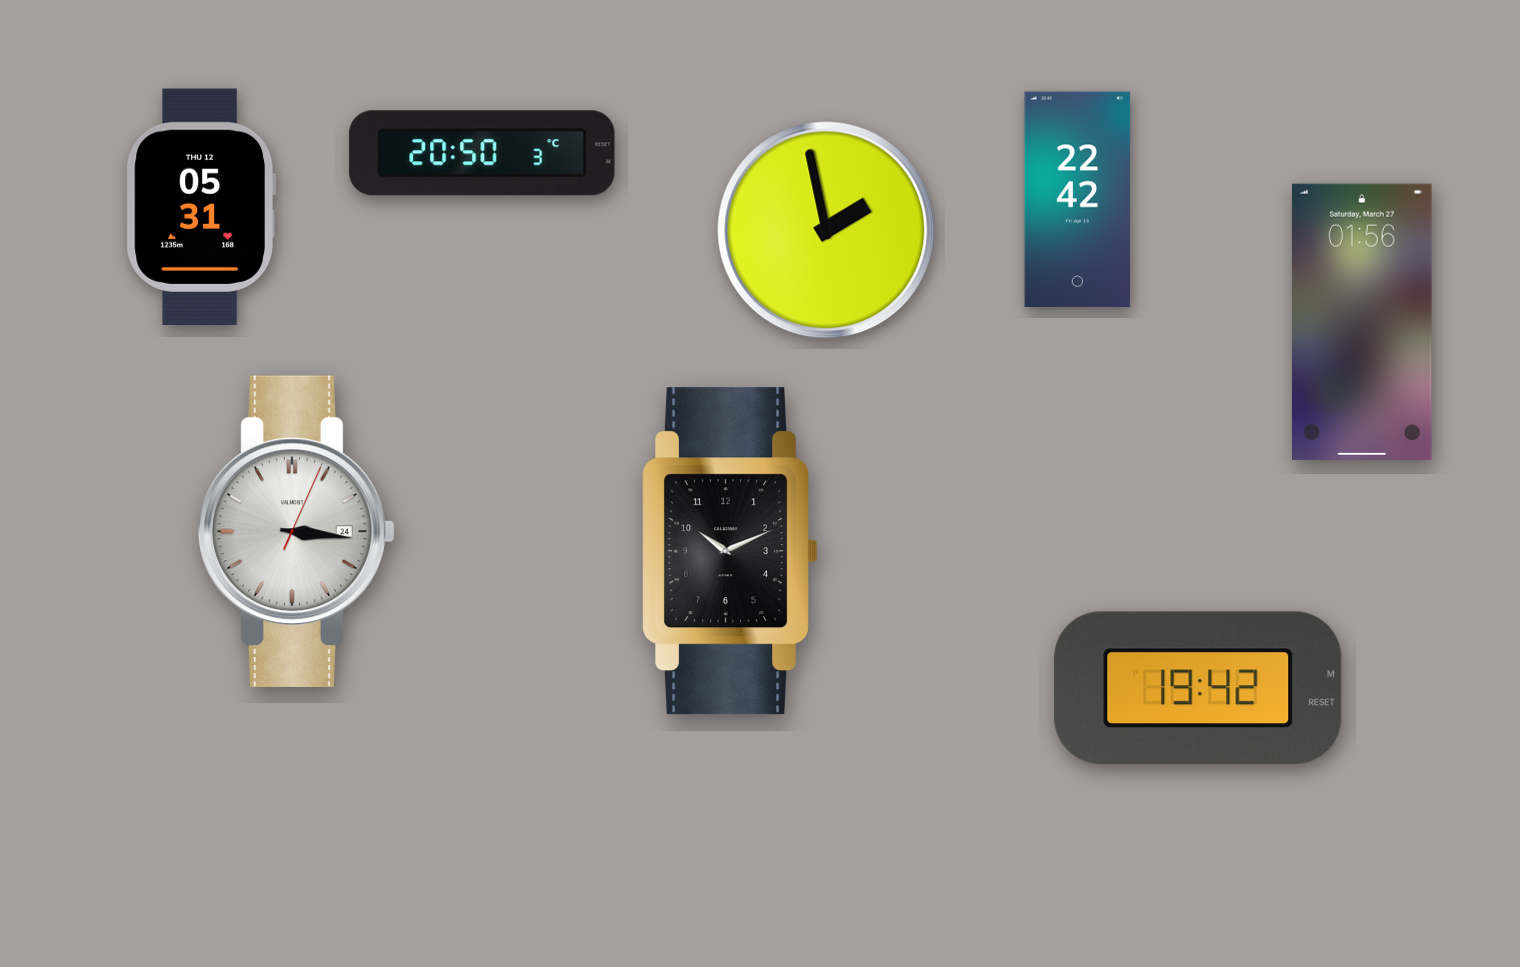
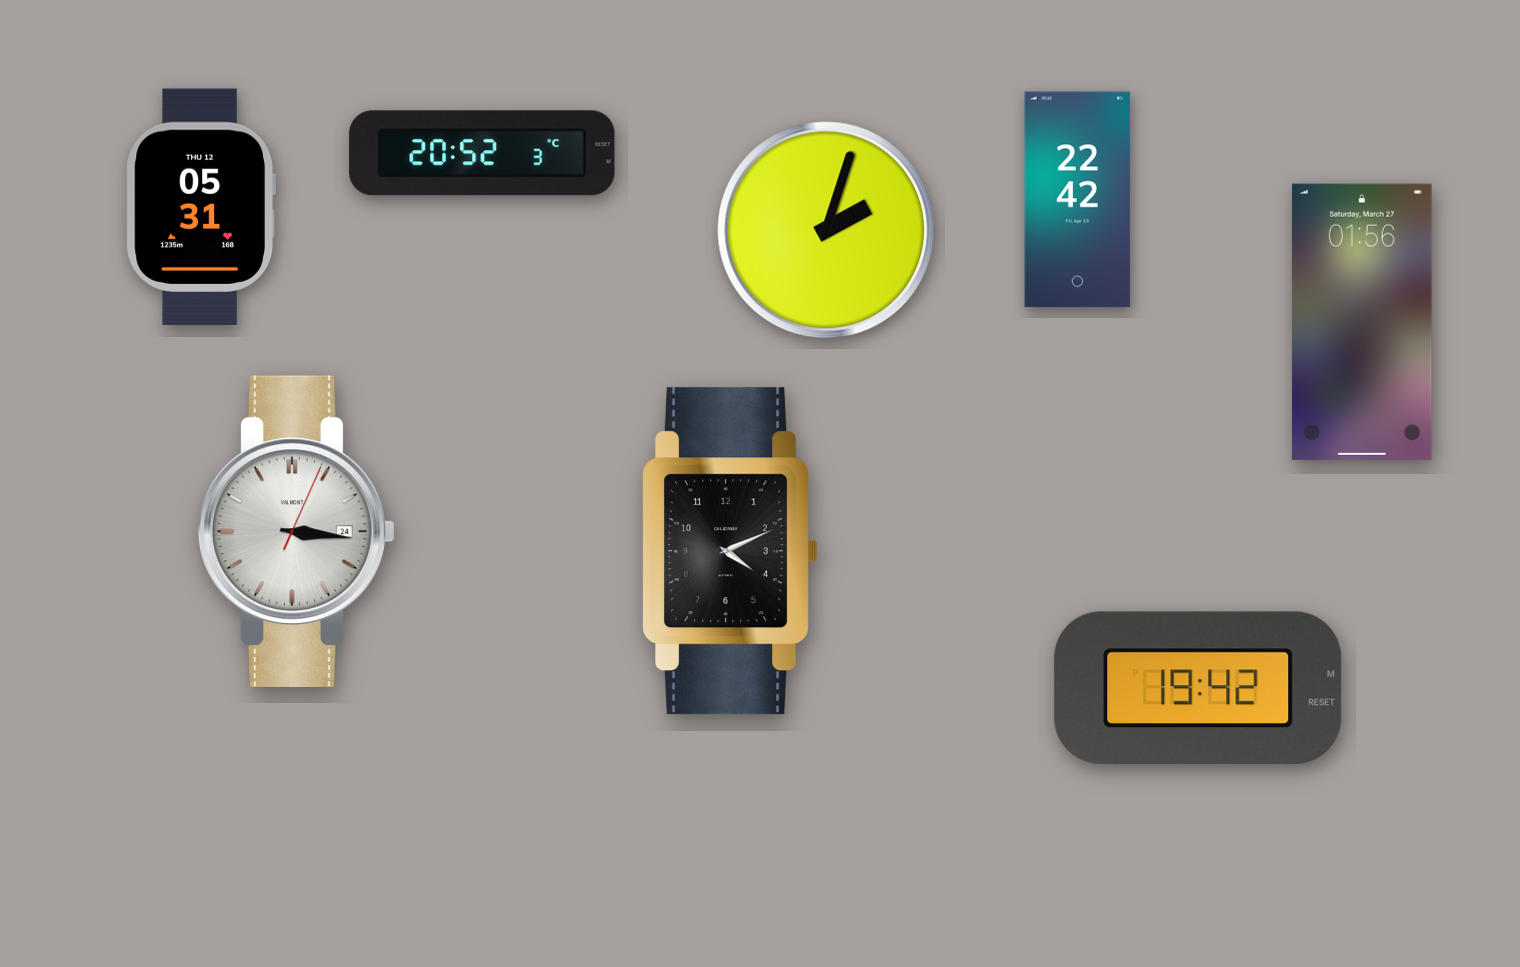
clock at (482, 153): 20:50 -> 20:52
clock at (826, 230): 1:58 -> 2:03
clock at (729, 551): 10:11 -> 4:11
